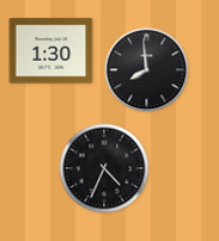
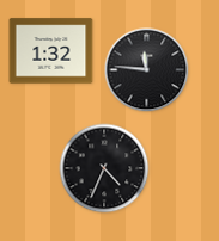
clock at (51, 51): 1:30 -> 1:32
clock at (147, 70): 7:59 -> 11:46
